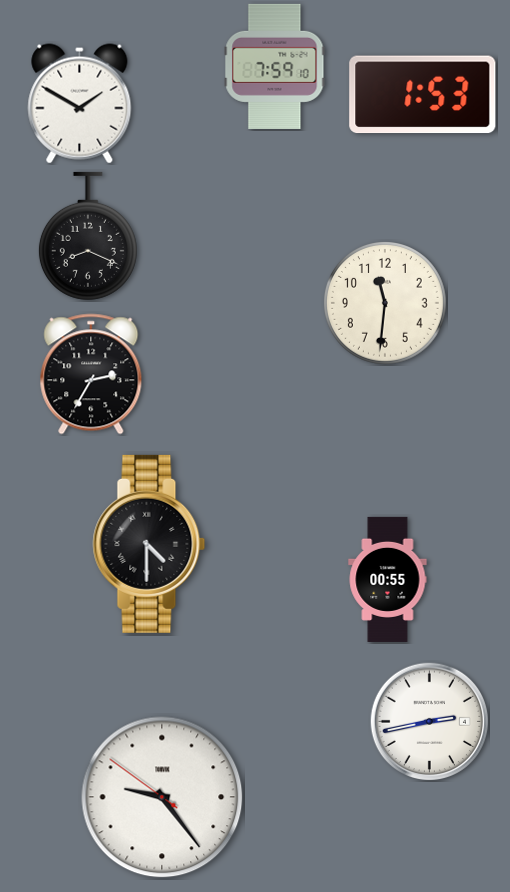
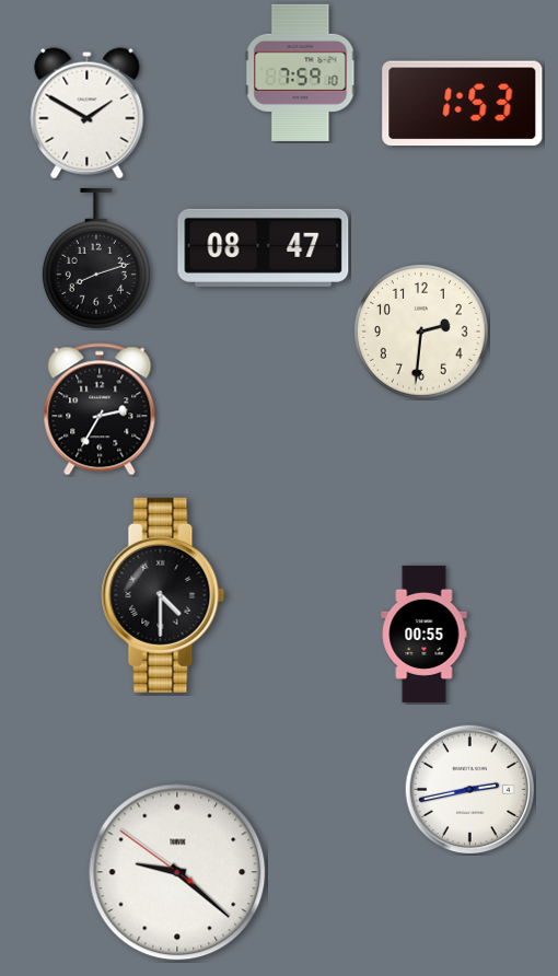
clock at (264, 247): none -> 08:47
clock at (88, 236): 8:19 -> 8:12
clock at (385, 303): 11:31 -> 2:31
clock at (162, 797): 9:23 -> 9:21
